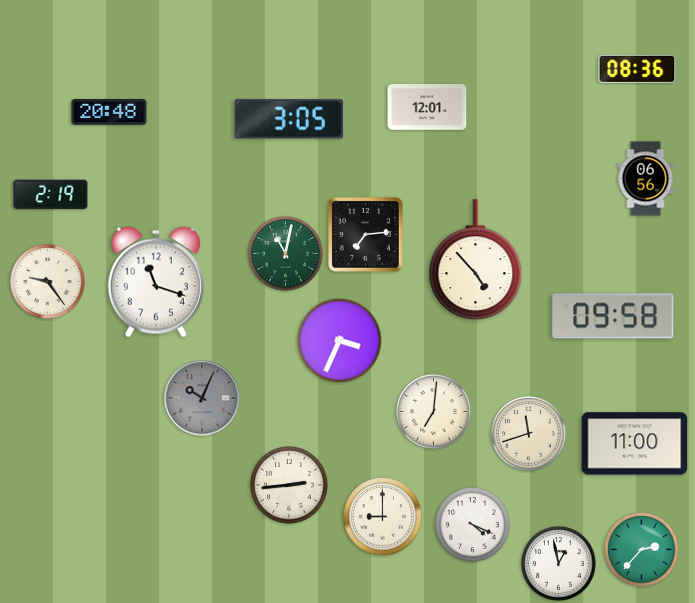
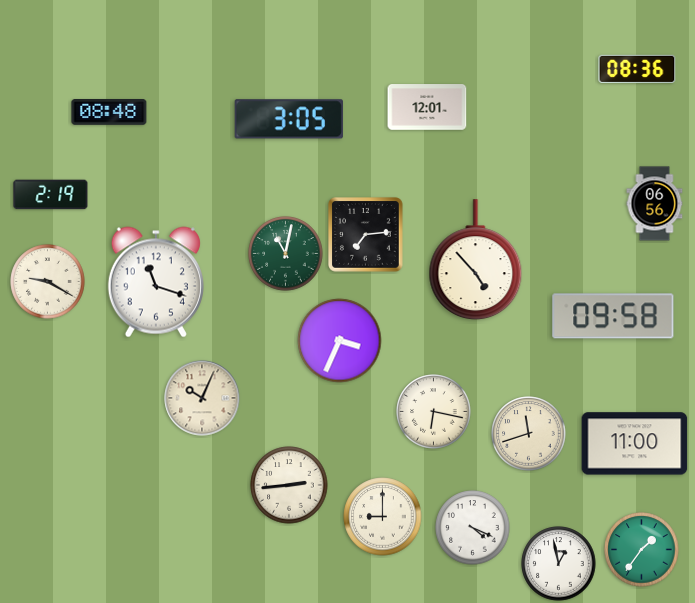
clock at (109, 113): 20:48 -> 08:48
clock at (646, 179) position: (646, 179) -> (655, 204)
clock at (48, 282): 9:24 -> 9:20
clock at (202, 398) dial: grey -> cream
clock at (434, 412): 7:01 -> 6:17
clock at (473, 525) position: (473, 525) -> (473, 528)
clock at (642, 550): 2:37 -> 1:36
